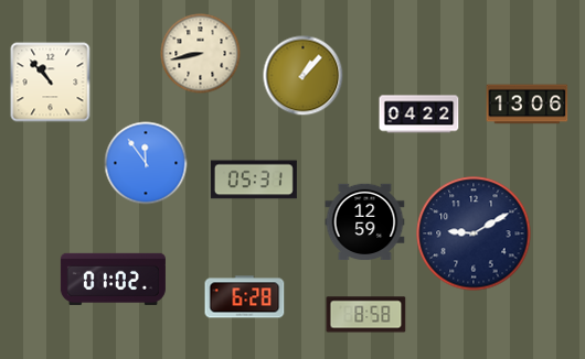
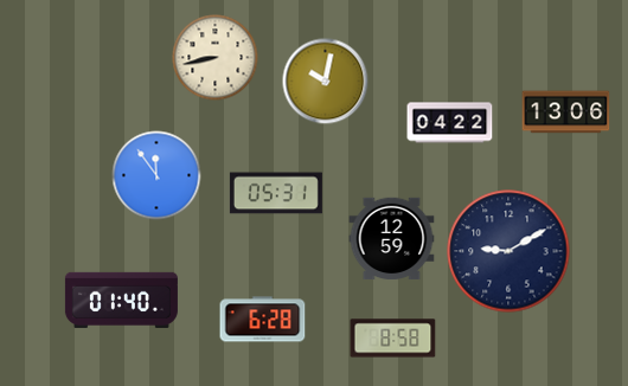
clock at (304, 76): 1:07 -> 10:02
clock at (51, 83): 10:53 -> none
clock at (254, 179) position: (254, 179) -> (276, 193)
clock at (113, 279): 01:02 -> 01:40
